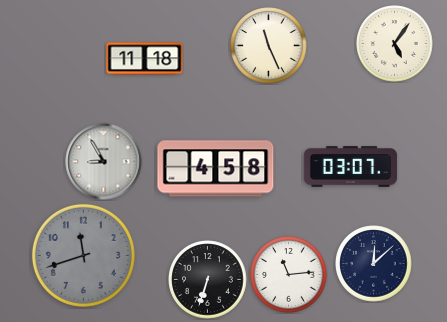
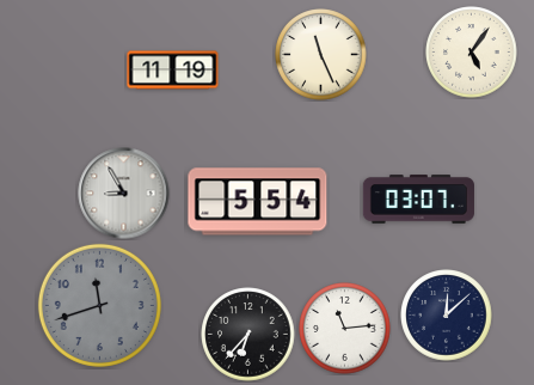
clock at (145, 59): 11:18 -> 11:19
clock at (216, 169): 4:58 -> 5:54
clock at (208, 280): 6:33 -> 6:37
